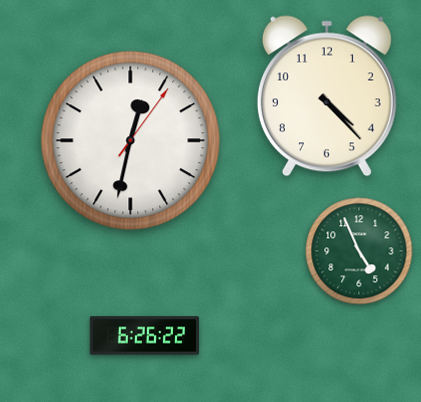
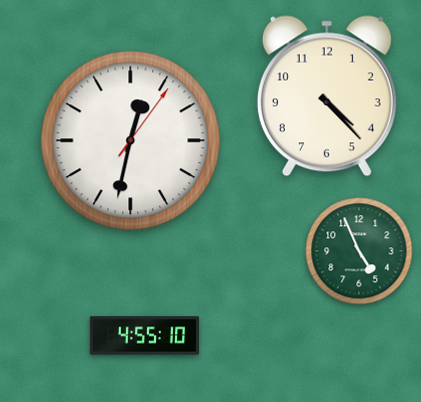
clock at (144, 336): 6:26 -> 4:55
